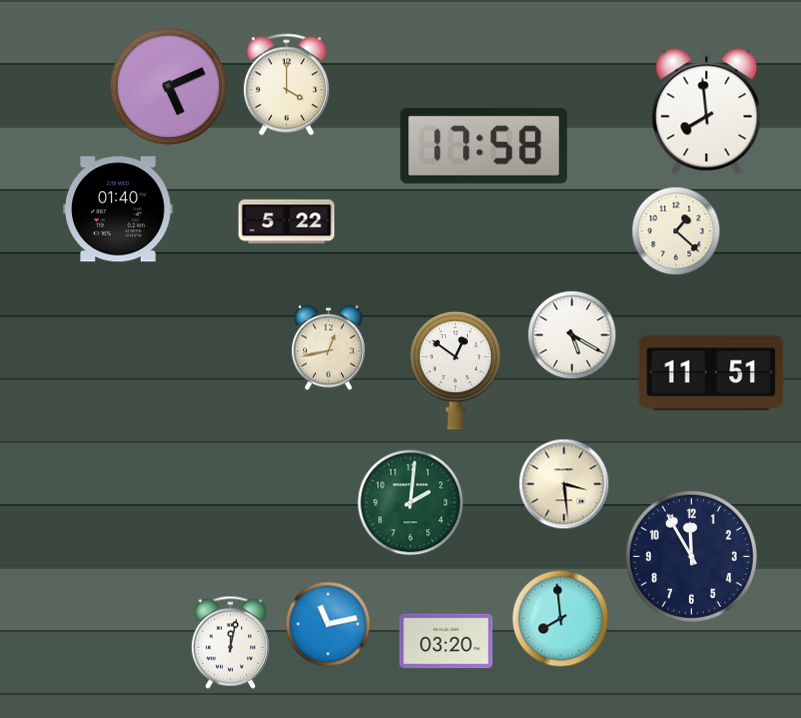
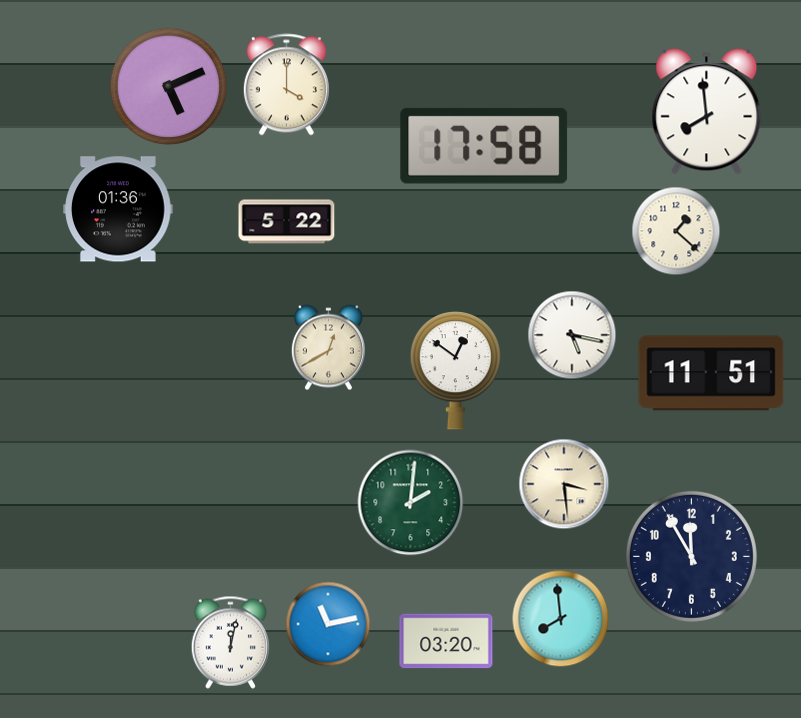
clock at (118, 209): 01:40 -> 01:36
clock at (572, 335): 5:20 -> 5:17
clock at (328, 348): 12:43 -> 12:40
